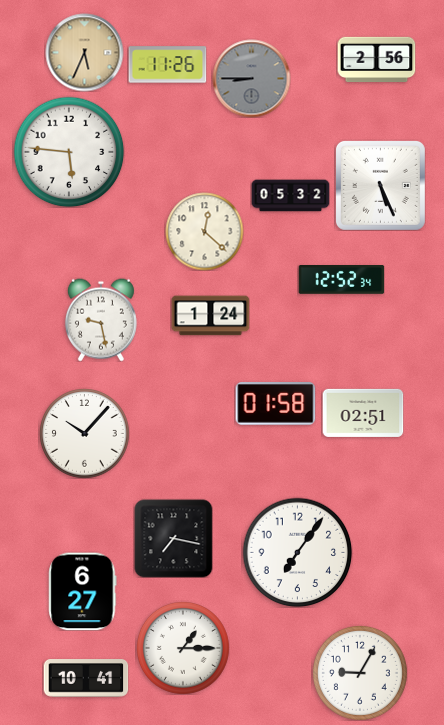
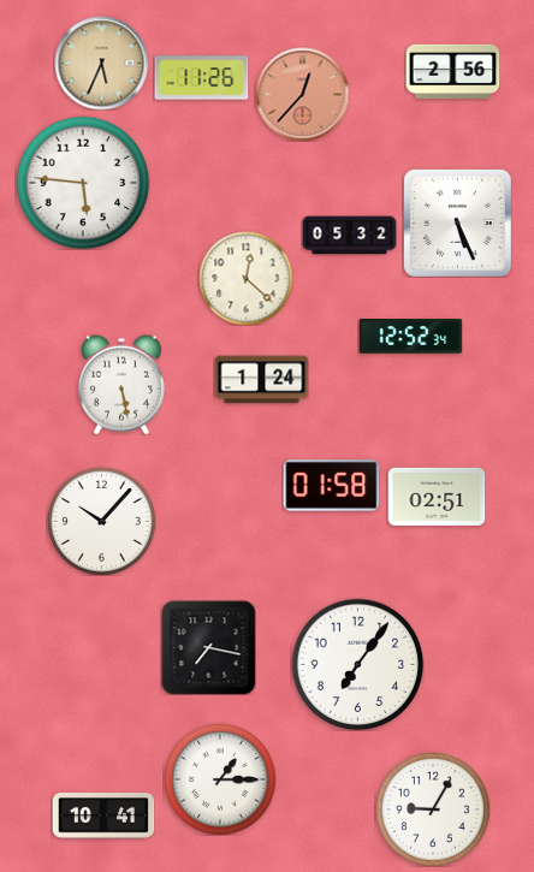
clock at (251, 78): 8:45 -> 12:37
clock at (251, 78) dial: grey -> salmon
clock at (210, 316) position: (210, 316) -> (261, 380)
clock at (101, 320): 9:28 -> 5:28
clock at (83, 591): 6:27 -> none
